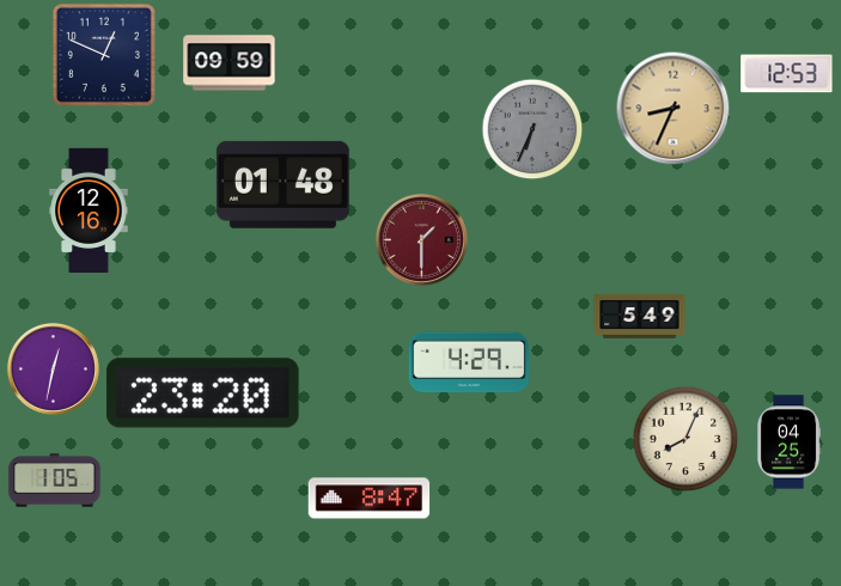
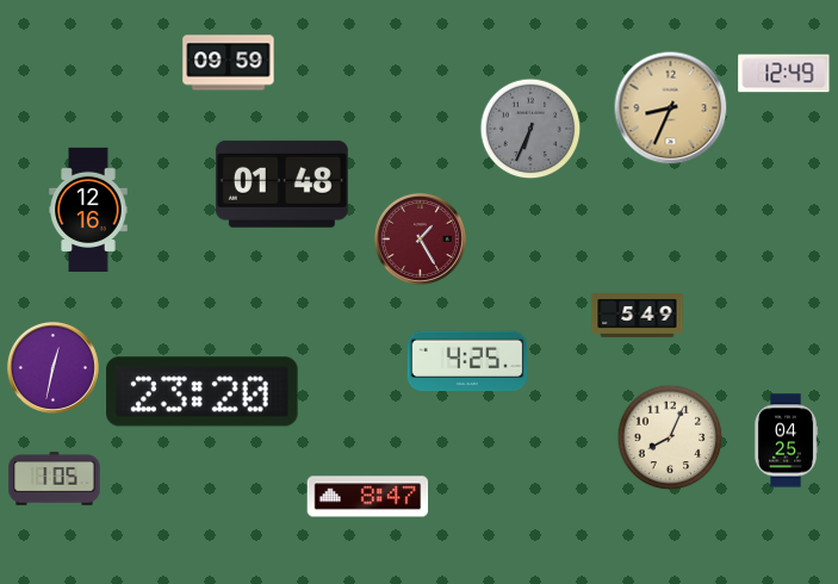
clock at (104, 55): 12:49 -> none
clock at (787, 74): 12:53 -> 12:49
clock at (421, 239): 1:30 -> 1:25
clock at (469, 362): 4:29 -> 4:25
clock at (685, 439) position: (685, 439) -> (670, 437)
